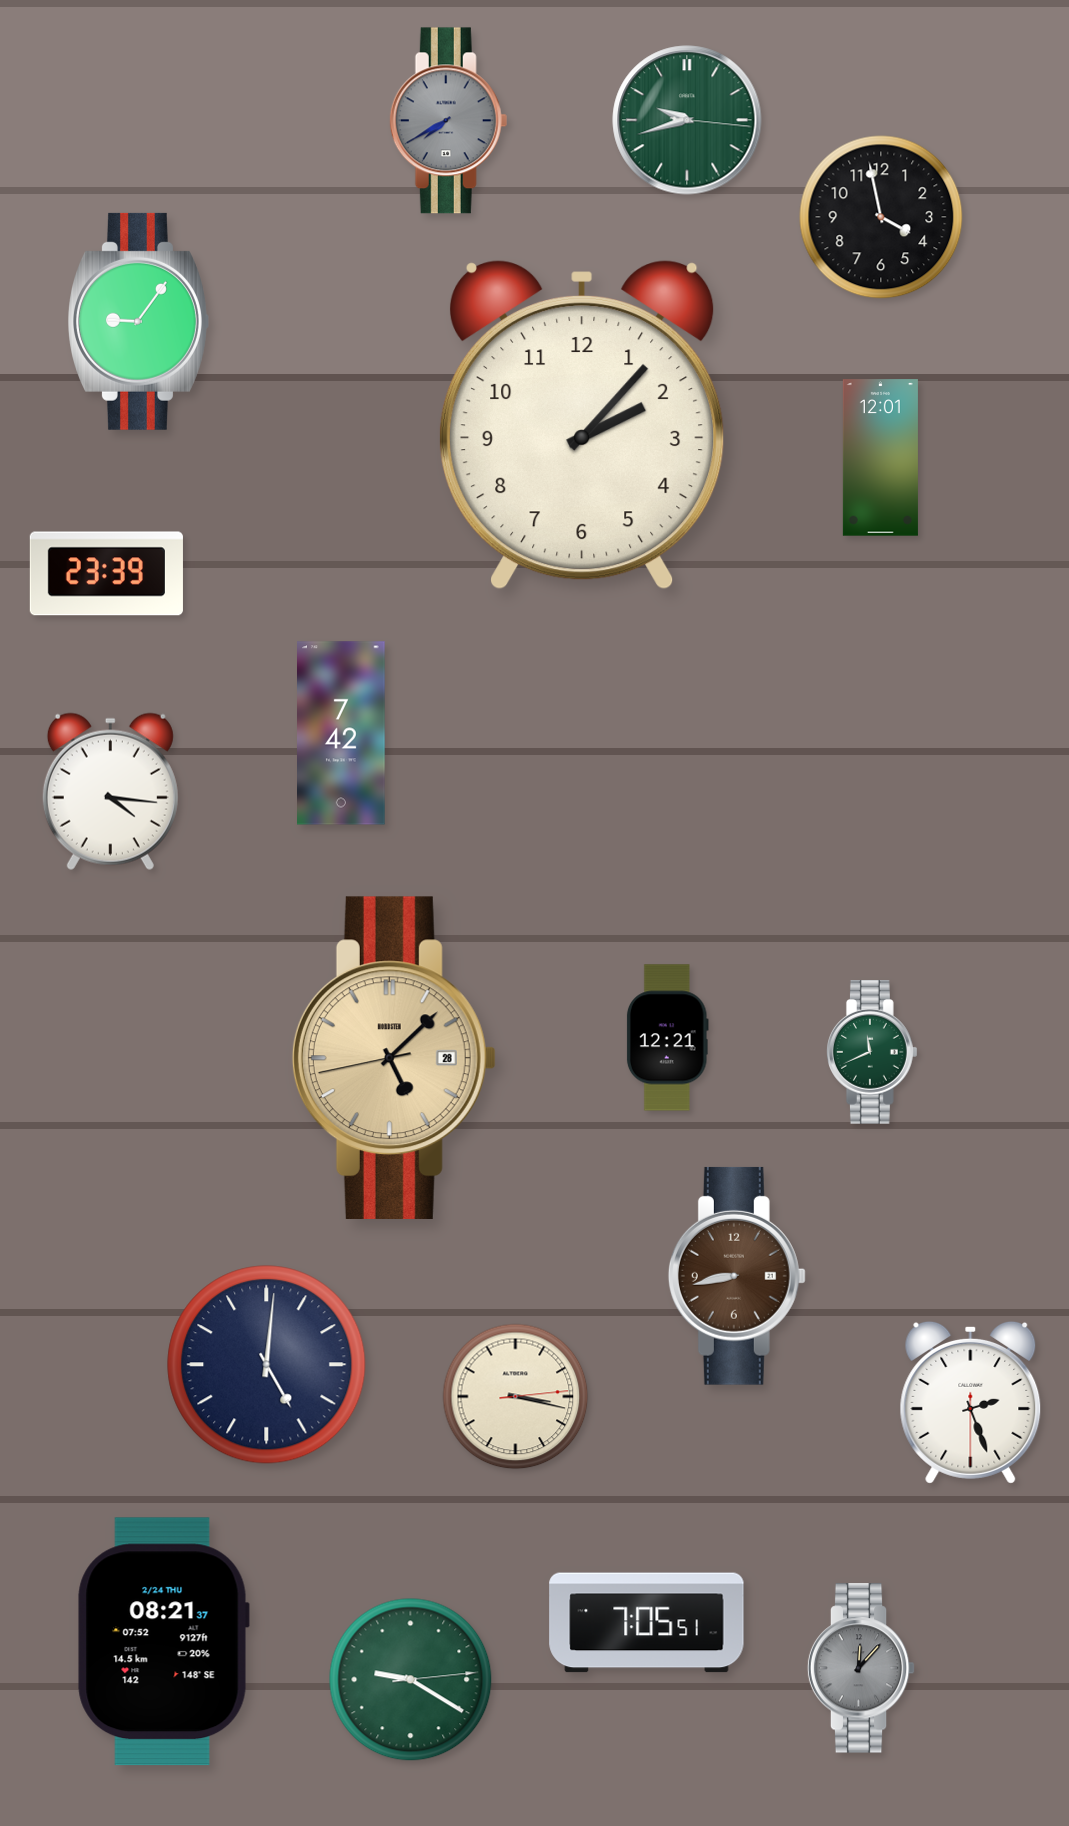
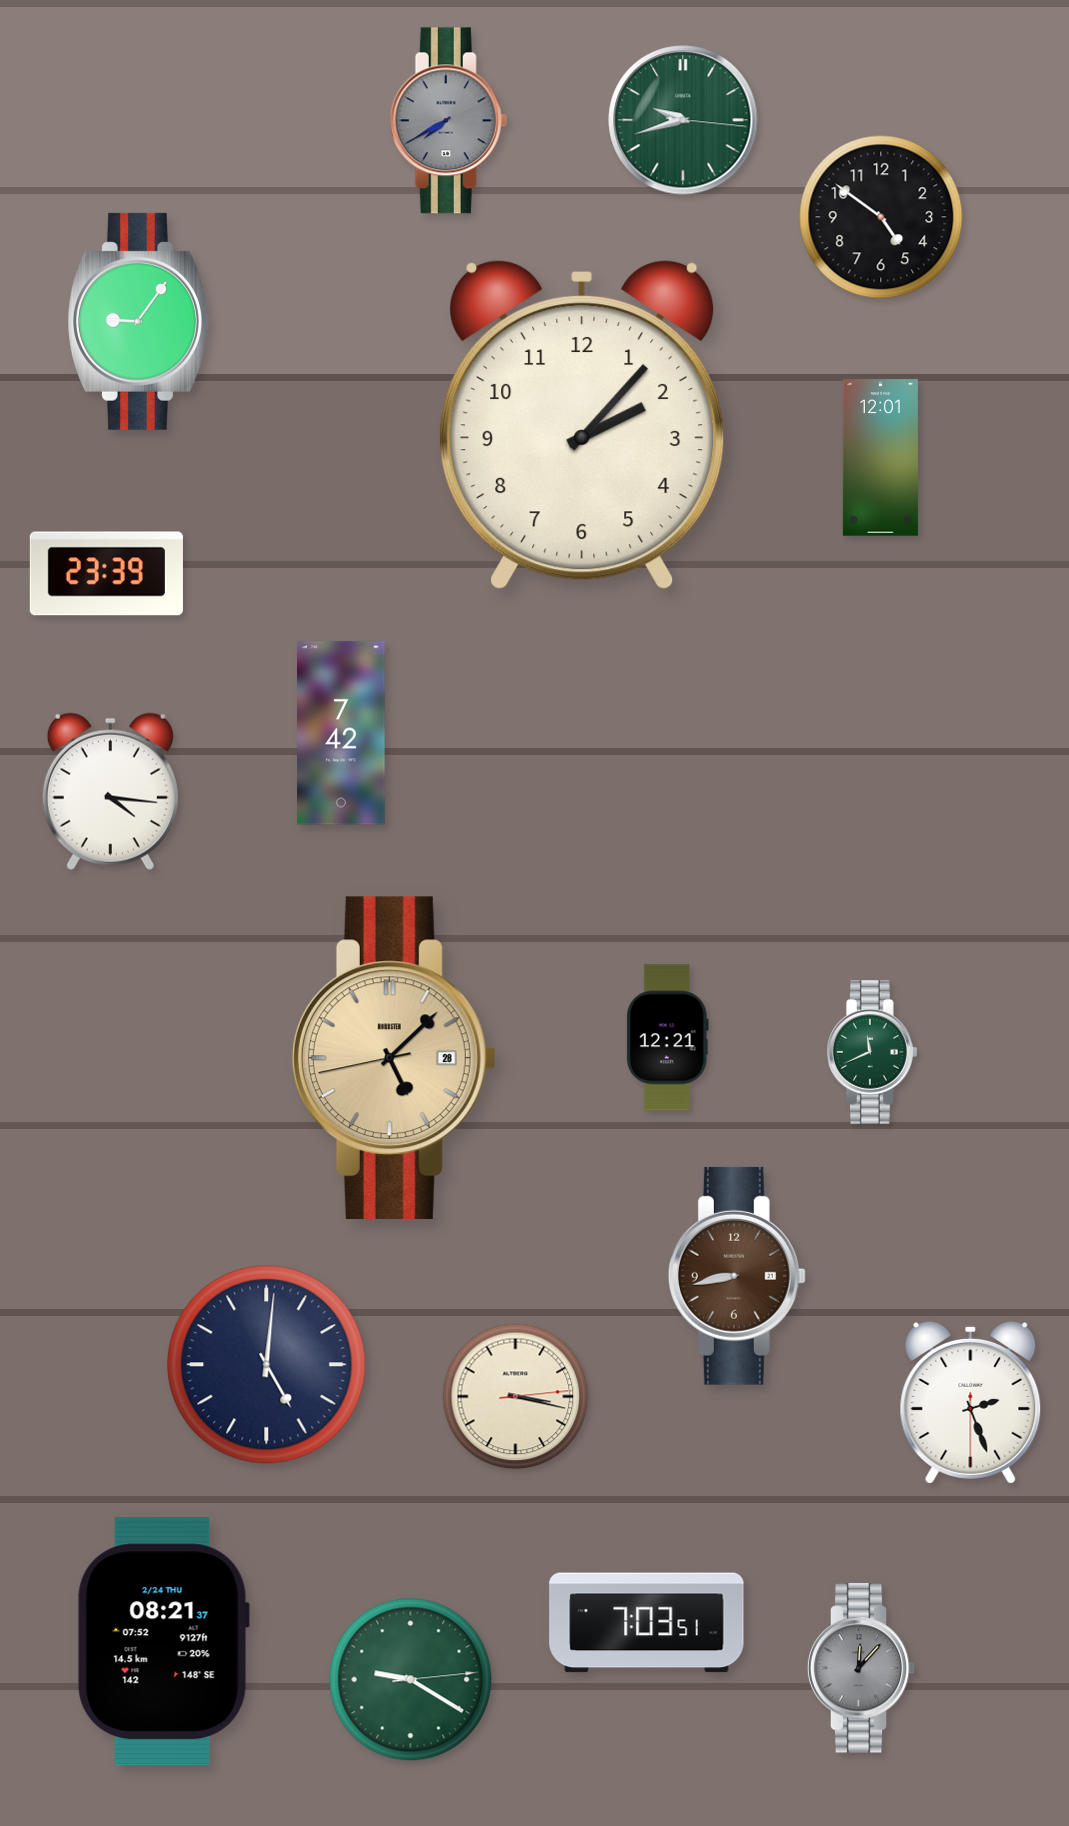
clock at (687, 120) position: (687, 120) -> (683, 120)
clock at (881, 217): 3:58 -> 4:51
clock at (647, 1623): 7:05 -> 7:03
